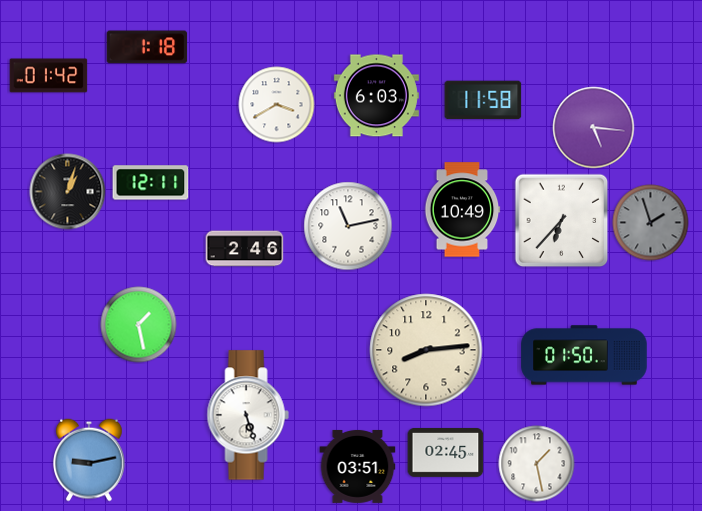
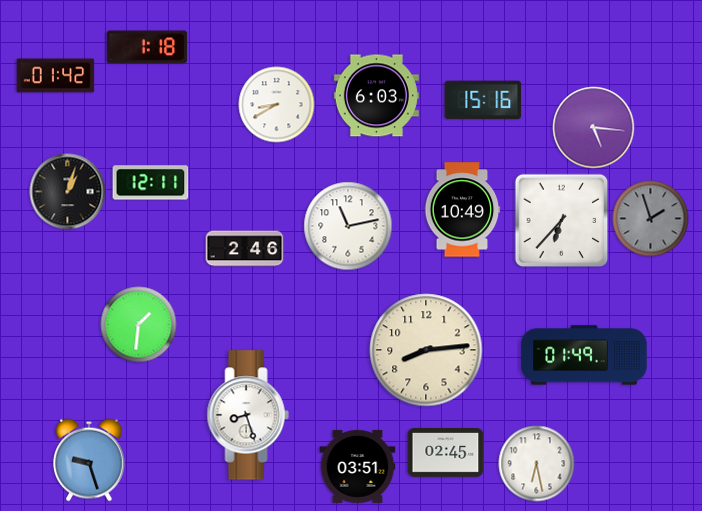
clock at (49, 76) position: (49, 76) -> (56, 76)
clock at (483, 100): 11:58 -> 15:16
clock at (277, 105): 3:40 -> 8:40
clock at (651, 223) position: (651, 223) -> (651, 219)
clock at (139, 325): 1:28 -> 1:31
clock at (584, 355): 01:50 -> 01:49
clock at (248, 415): 5:27 -> 8:27
clock at (90, 460): 9:13 -> 9:27
clock at (537, 464): 1:28 -> 6:28
